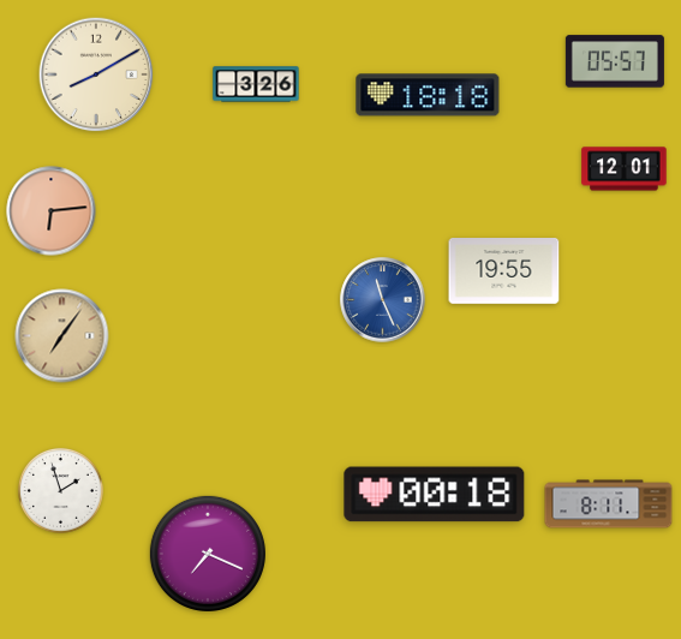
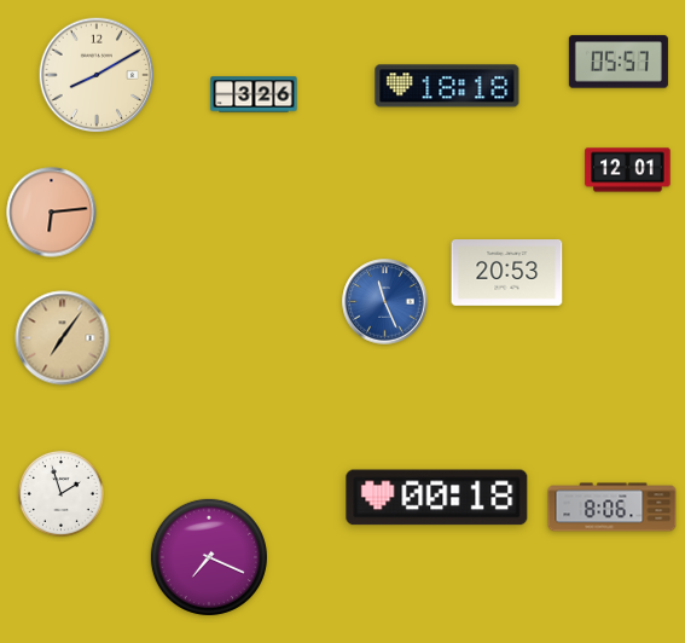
clock at (256, 84) position: (256, 84) -> (254, 94)
clock at (428, 95) position: (428, 95) -> (447, 86)
clock at (504, 271): 19:55 -> 20:53
clock at (609, 504): 8:11 -> 8:06
